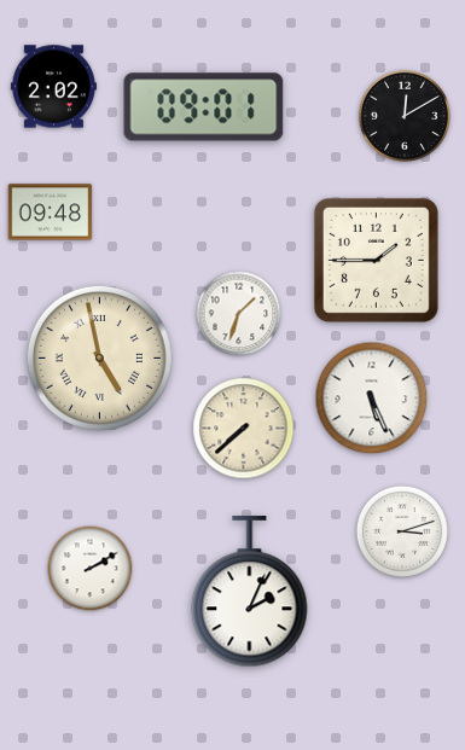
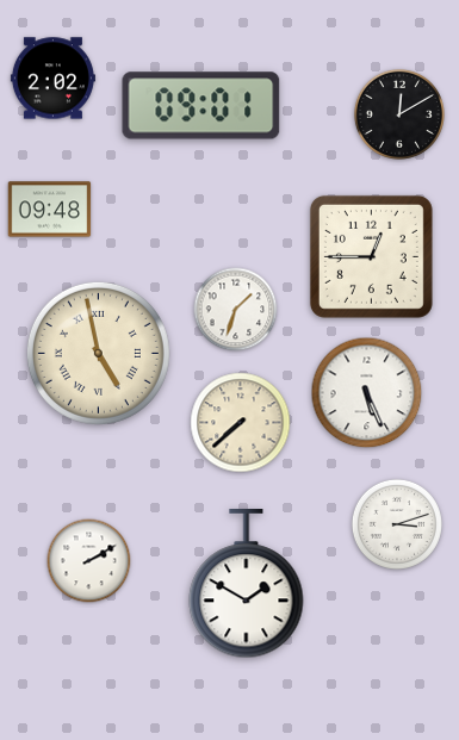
clock at (53, 87) position: (53, 87) -> (52, 79)
clock at (376, 260): 1:45 -> 12:45
clock at (250, 593): 2:04 -> 1:50
